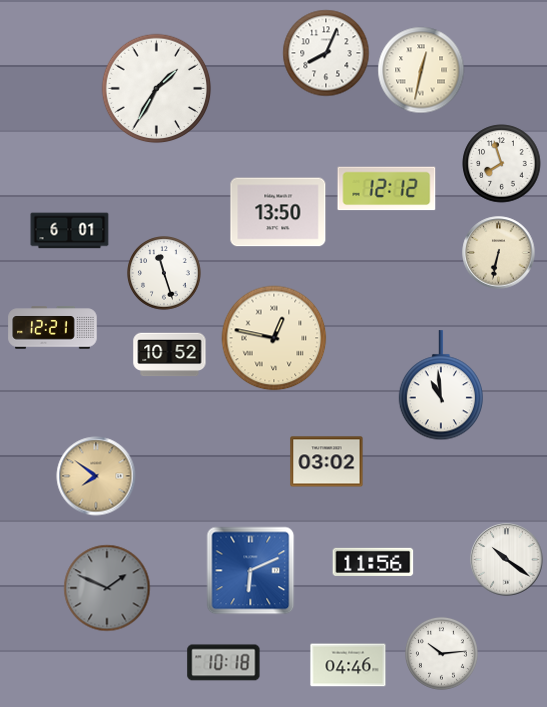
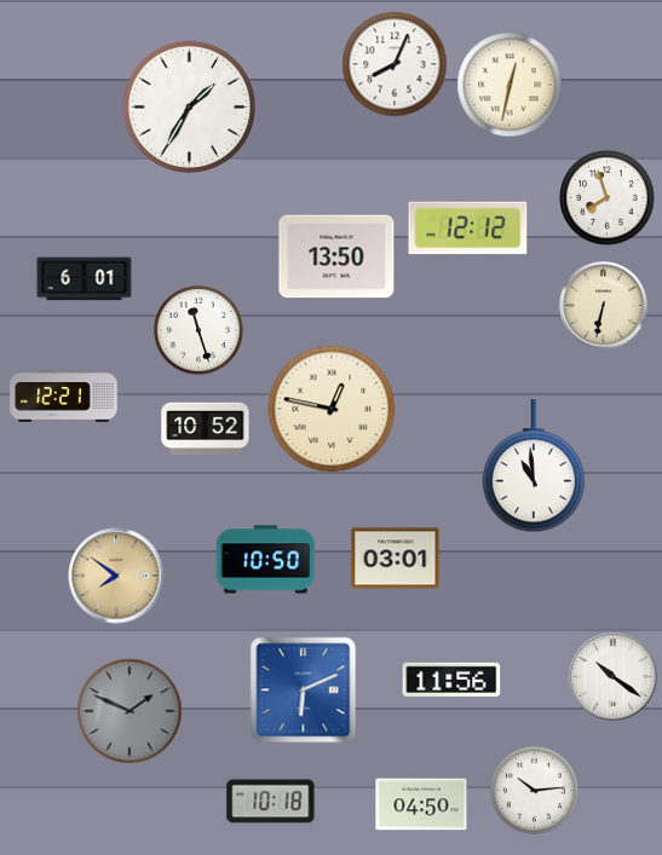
clock at (327, 462): 03:02 -> 03:01
clock at (266, 560): none -> 10:50
clock at (348, 665): 04:46 -> 04:50
